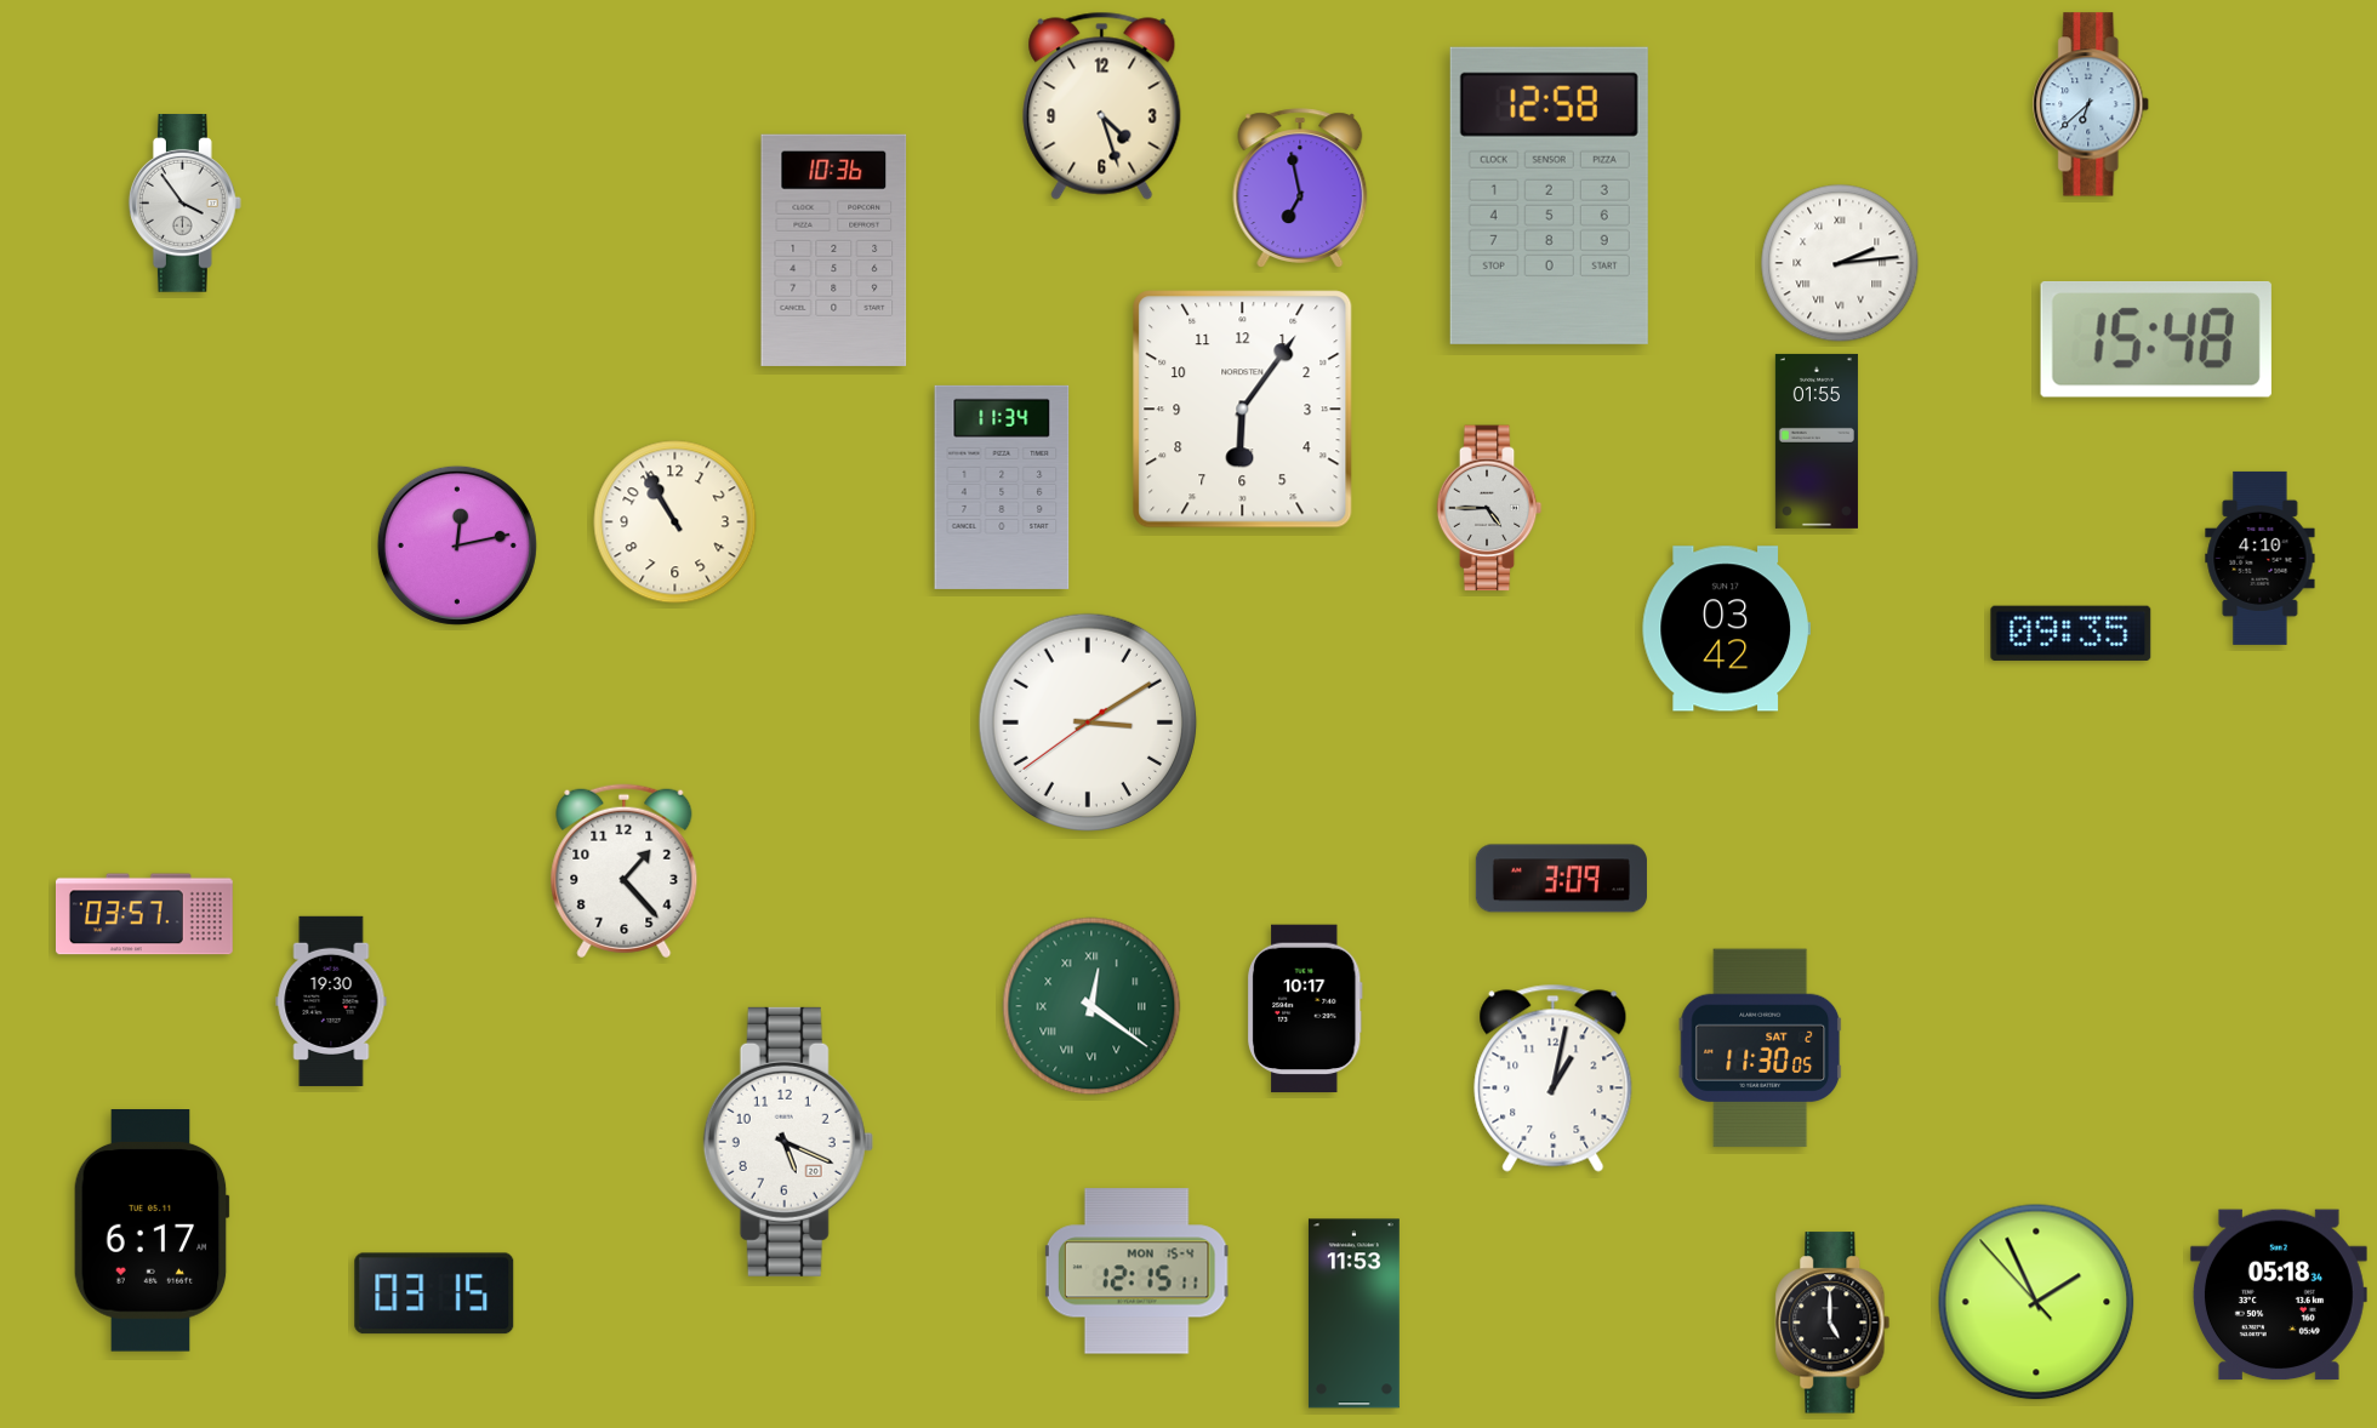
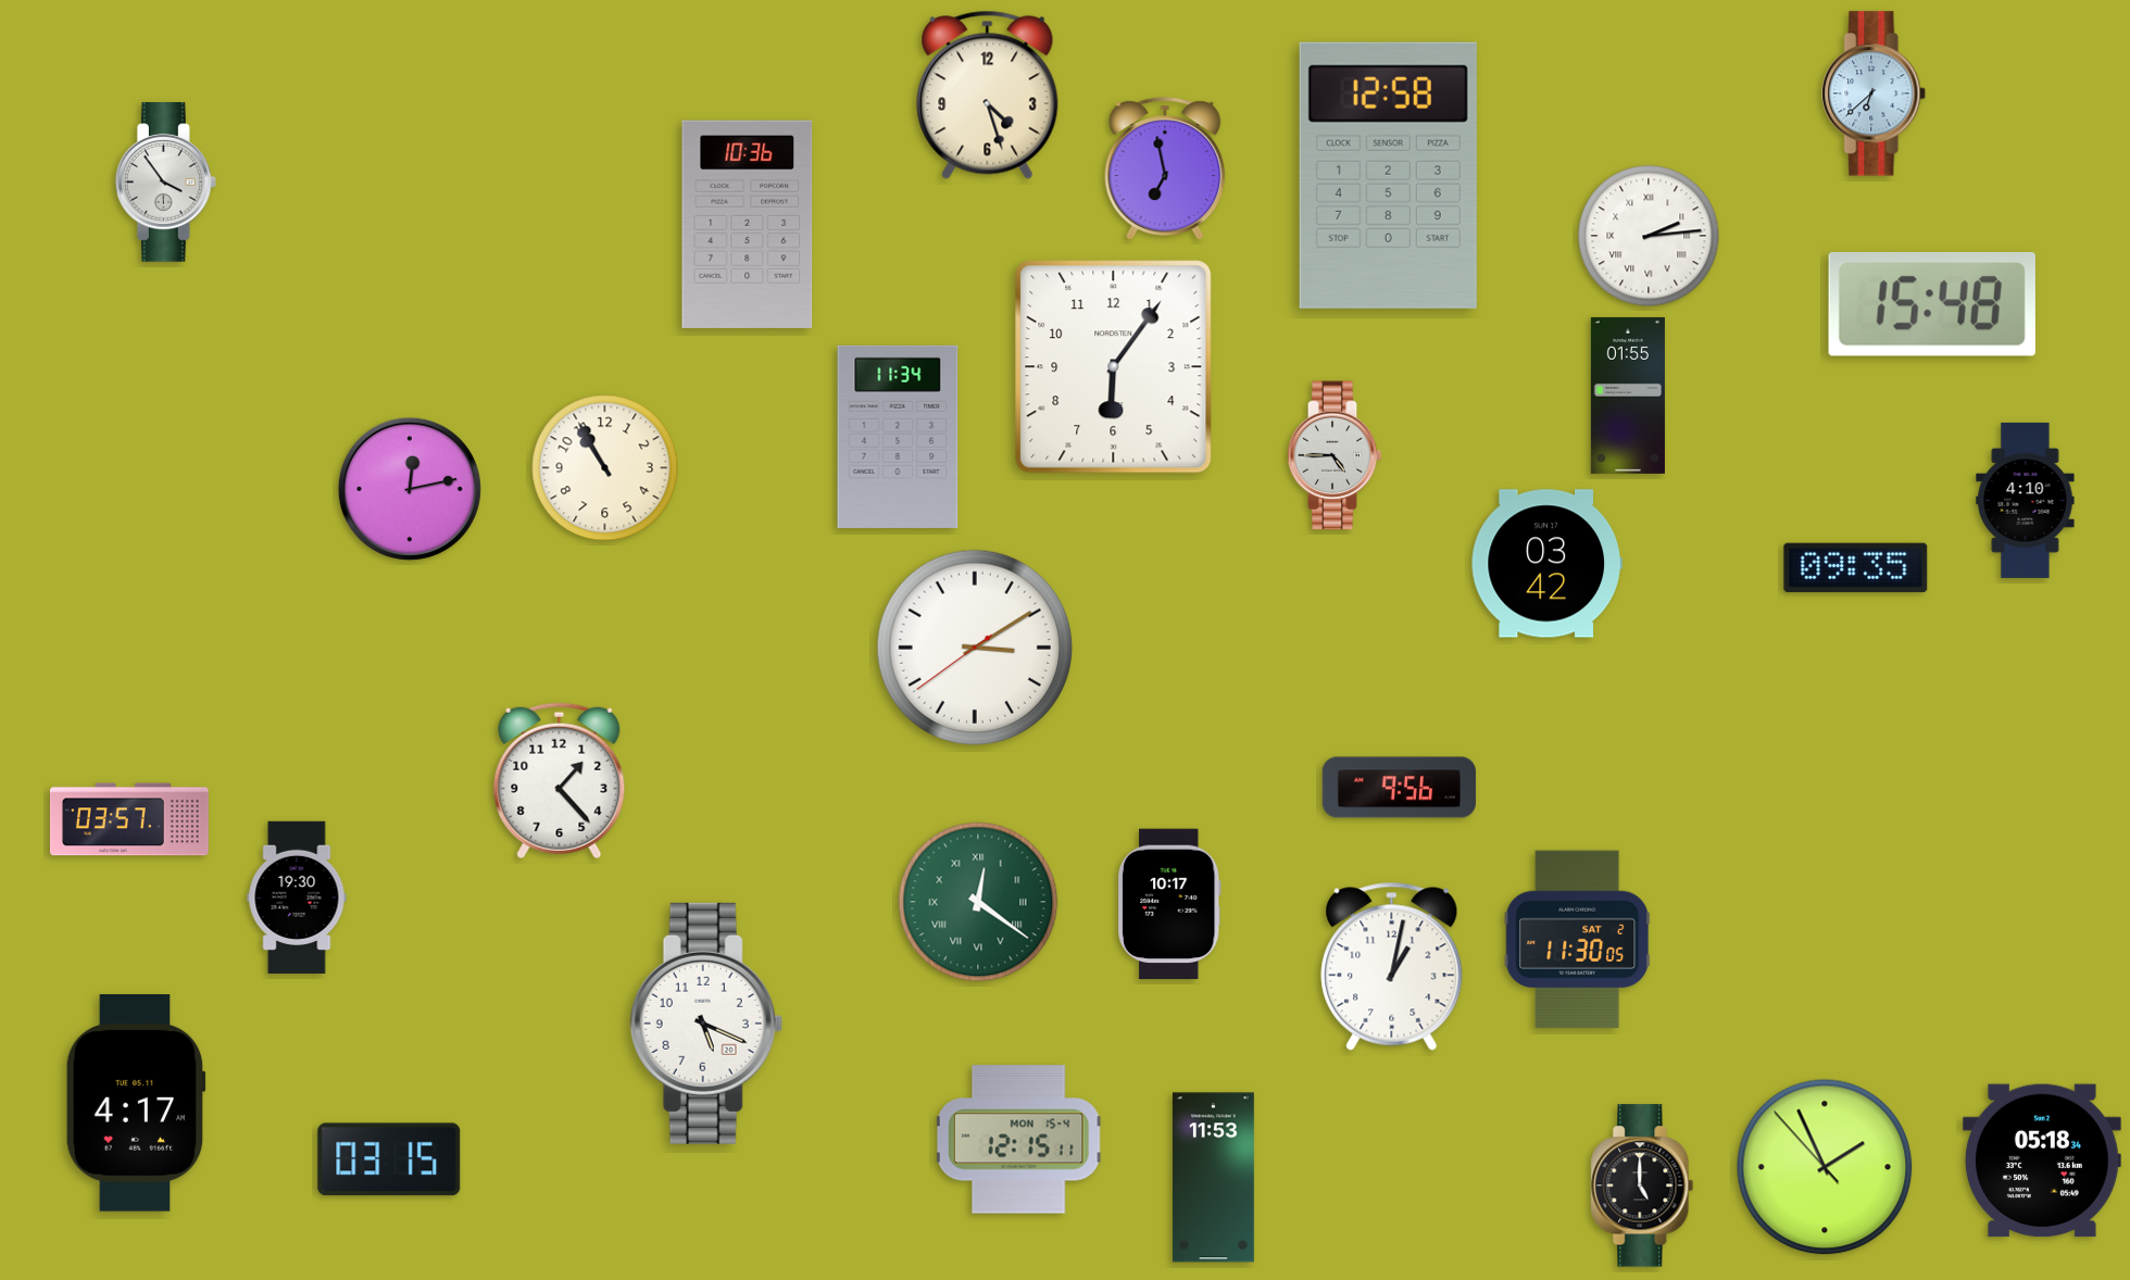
clock at (1561, 879): 3:09 -> 9:56
clock at (152, 1232): 6:17 -> 4:17
